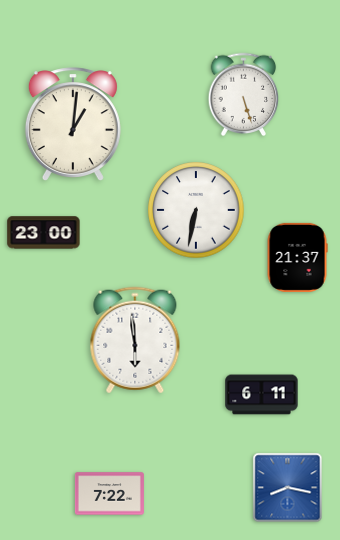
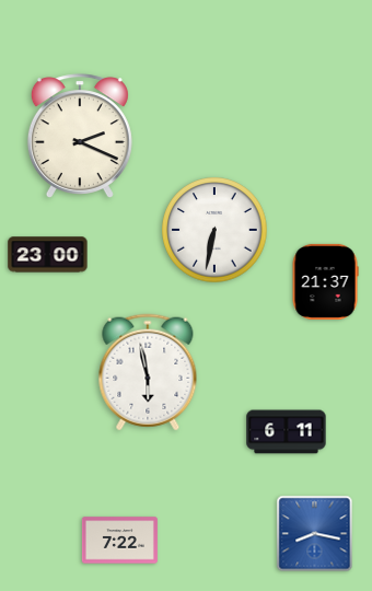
clock at (244, 95): 5:27 -> none
clock at (73, 124): 1:01 -> 2:19
clock at (135, 340): 5:59 -> 5:58
